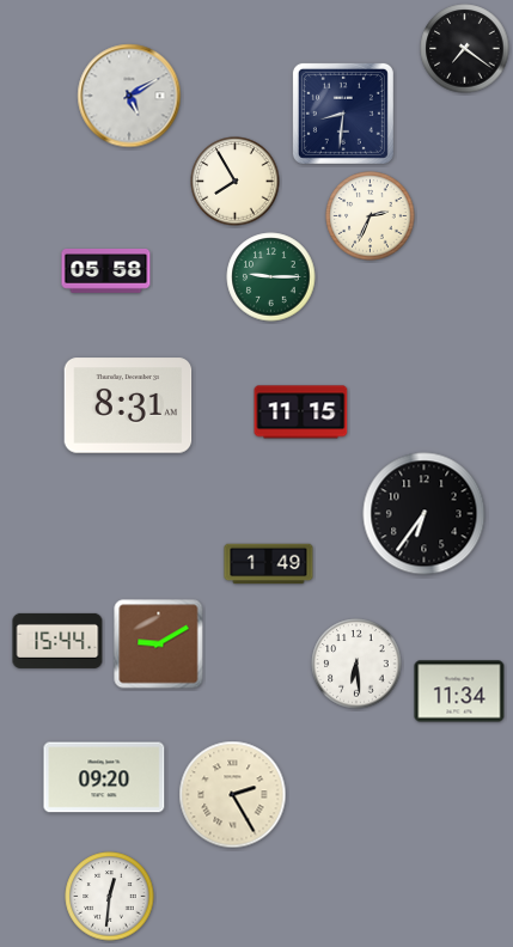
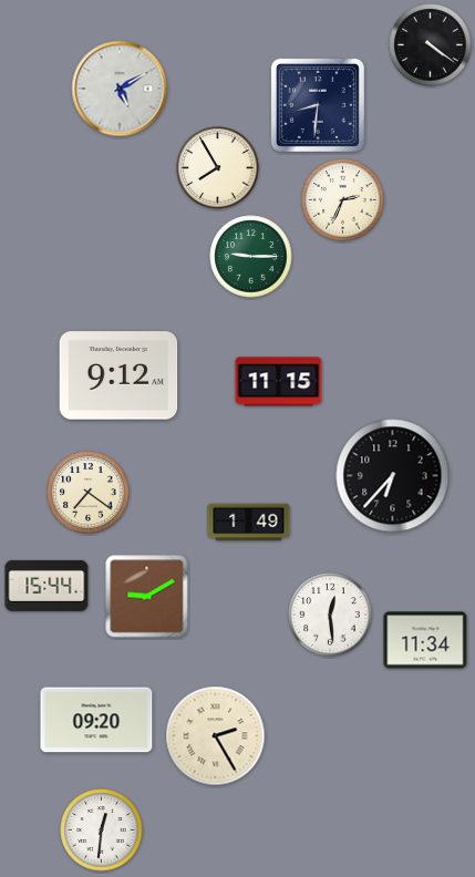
clock at (465, 49): 7:21 -> 4:21
clock at (106, 271): 05:58 -> none
clock at (128, 405): 8:31 -> 9:12
clock at (425, 514): 6:36 -> 6:37
clock at (89, 493): none -> 7:21
clock at (57, 641) position: (57, 641) -> (47, 586)
clock at (356, 664): 6:29 -> 12:29
